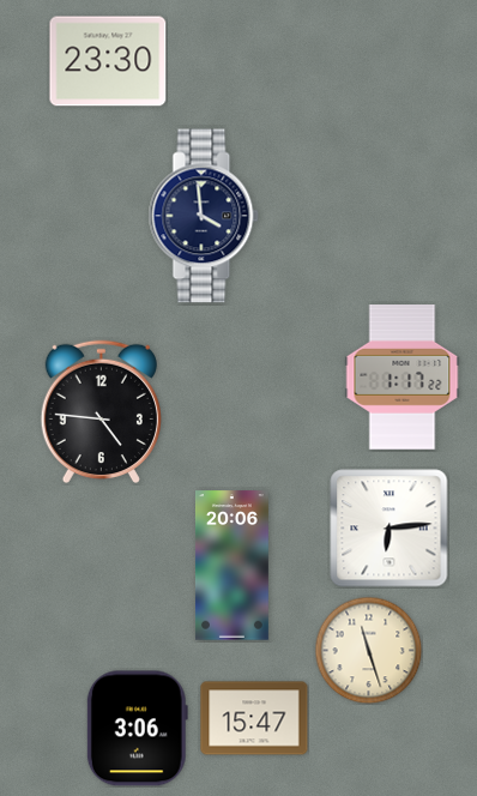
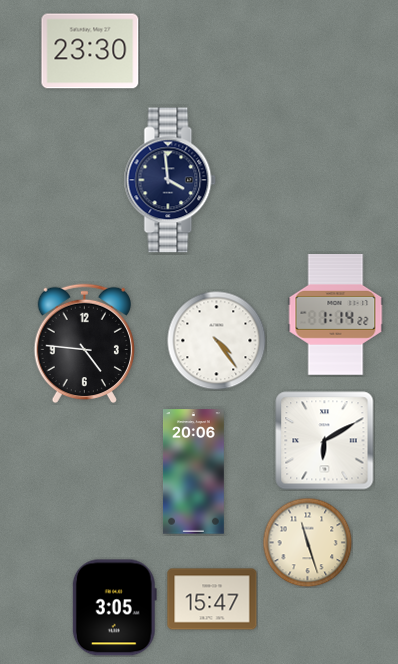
clock at (403, 378): 1:17 -> 1:14
clock at (217, 341): none -> 4:24
clock at (390, 529): 6:14 -> 6:10
clock at (137, 729): 3:06 -> 3:05
